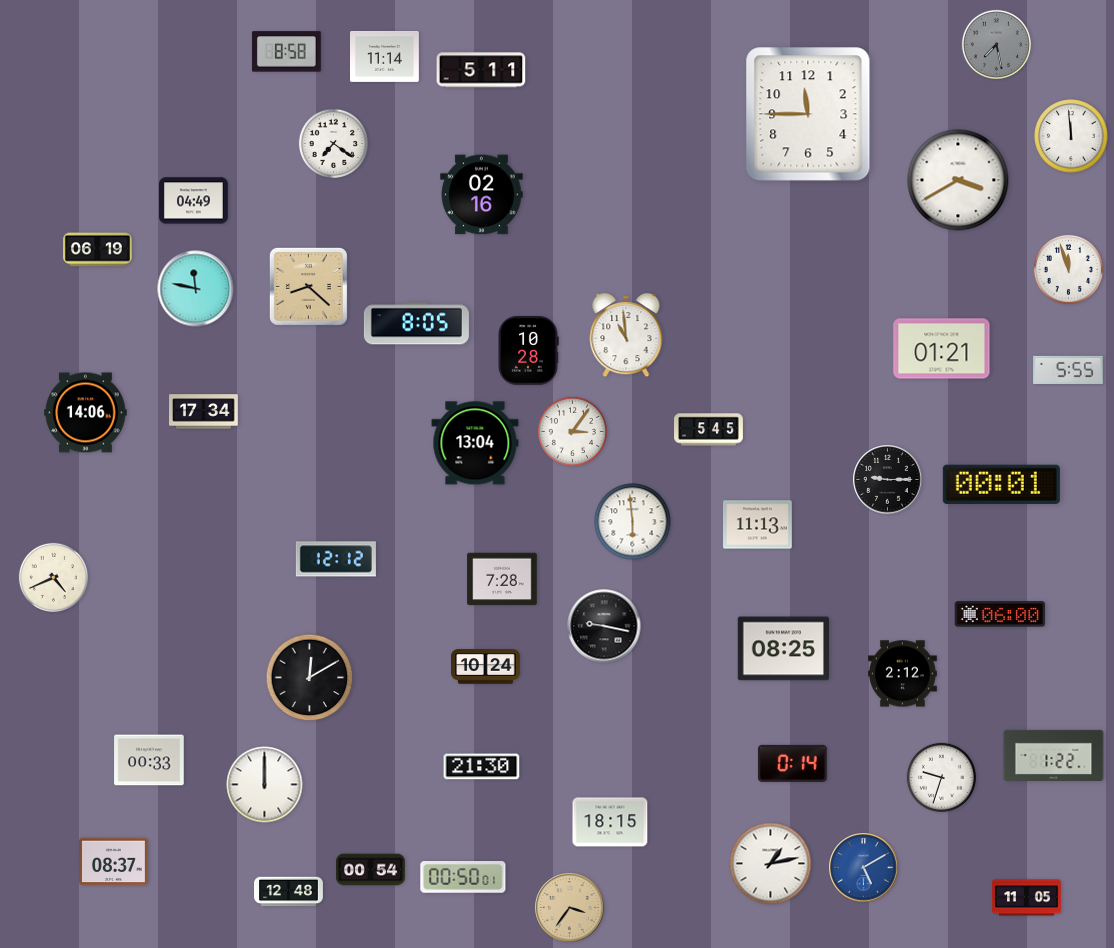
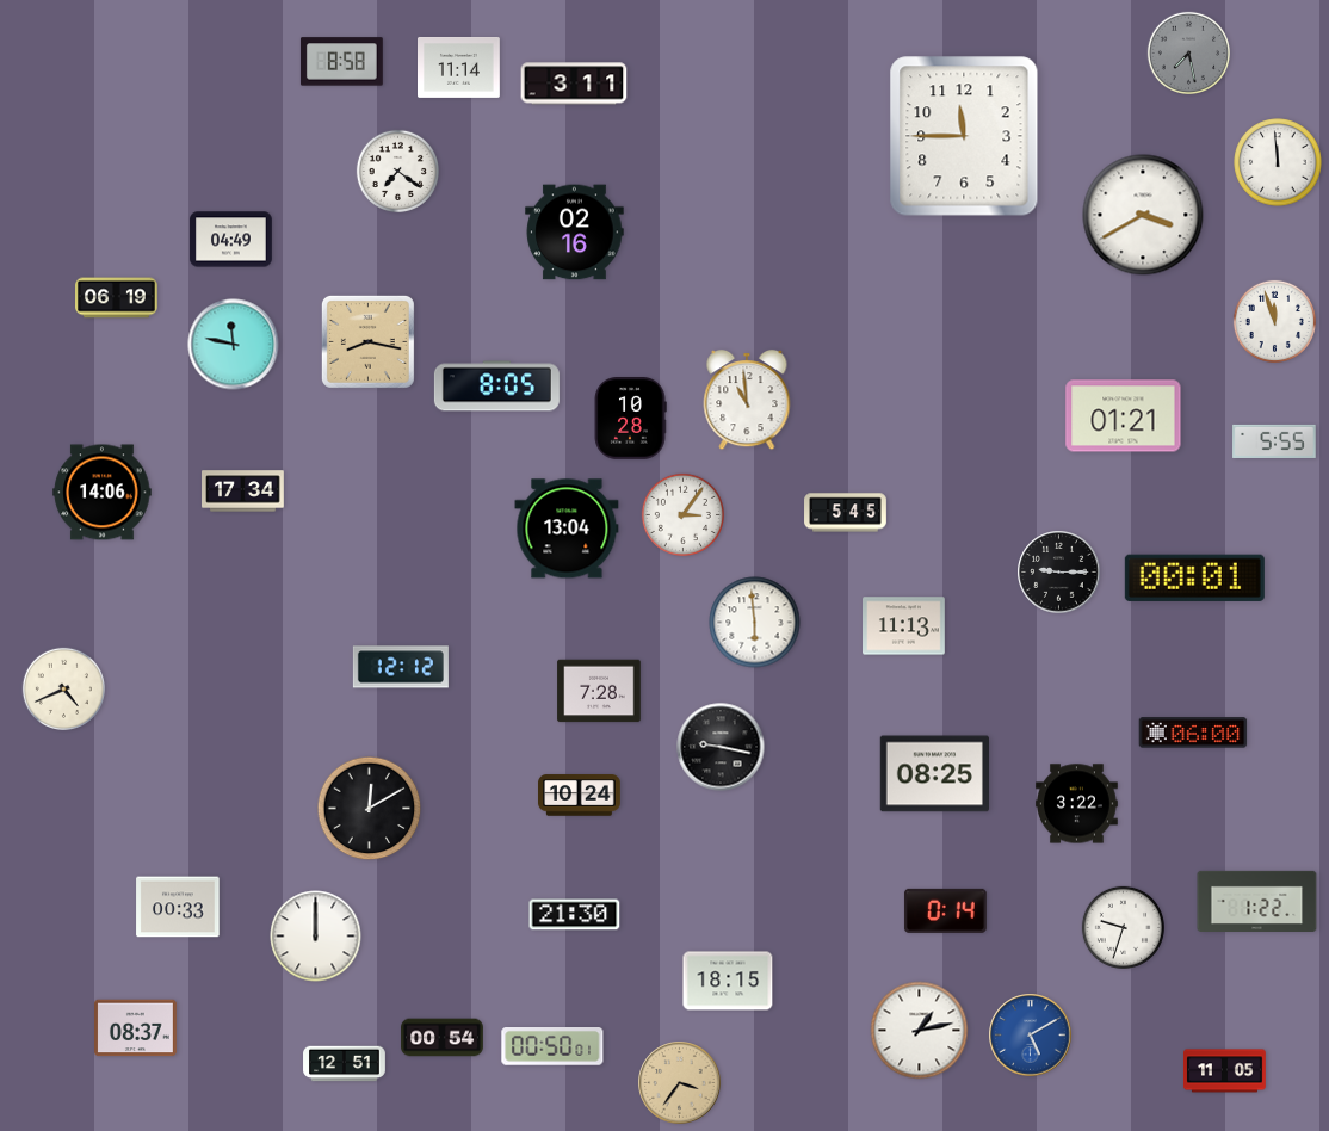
clock at (481, 70): 5:11 -> 3:11
clock at (308, 286): 8:22 -> 8:17
clock at (903, 674): 2:12 -> 3:22
clock at (289, 892): 12:48 -> 12:51
